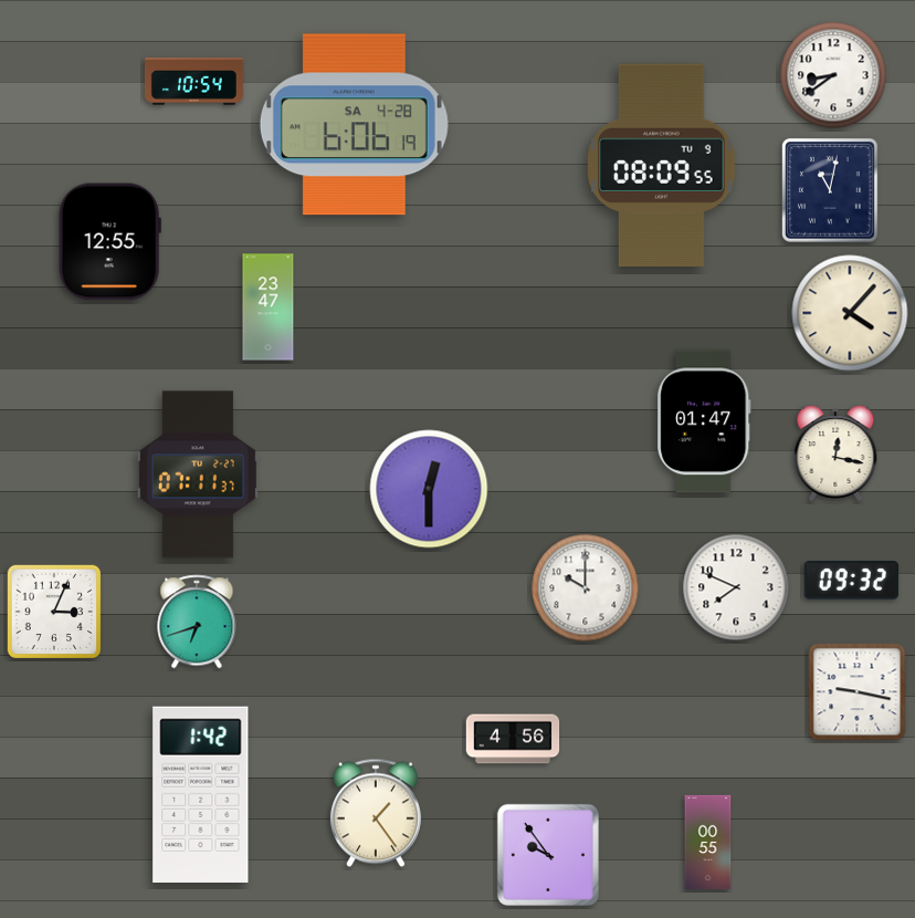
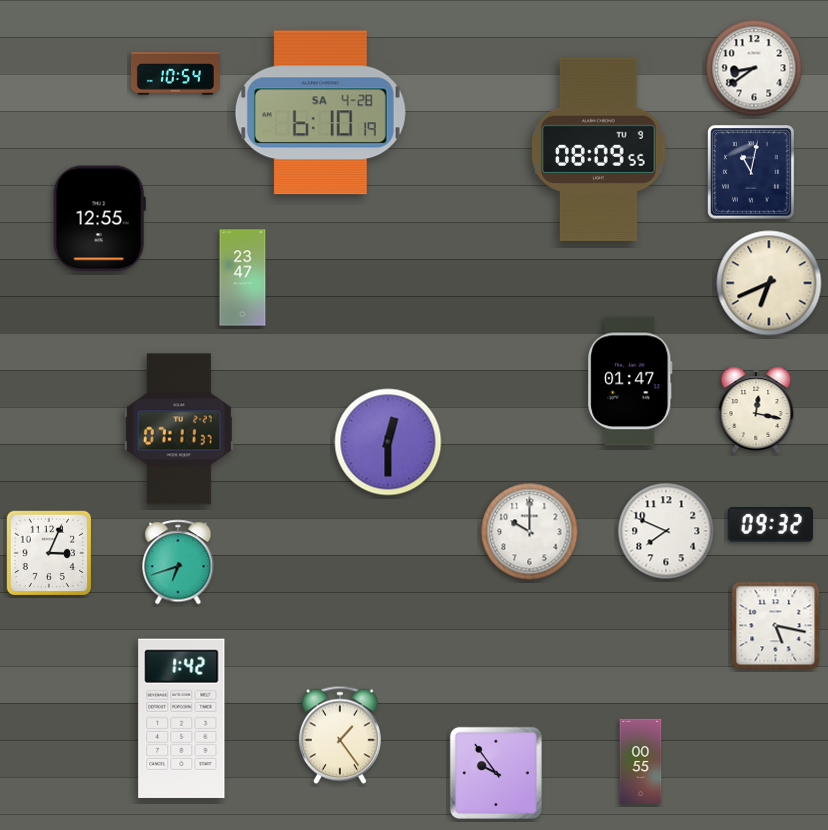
clock at (354, 125): 6:06 -> 6:10
clock at (850, 313): 4:07 -> 6:41
clock at (704, 421) position: (704, 421) -> (630, 381)
clock at (858, 692): 9:17 -> 5:17
clock at (513, 739): 4:56 -> none
